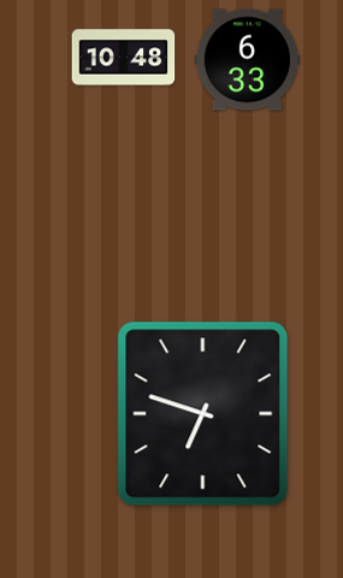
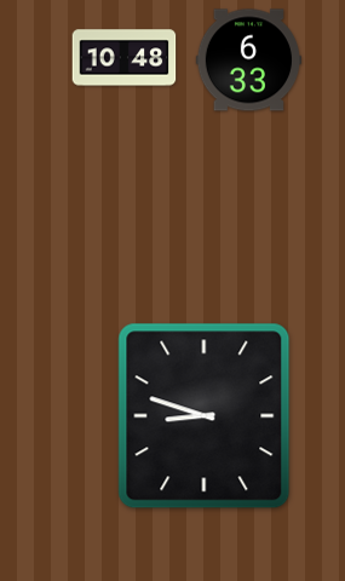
clock at (203, 414): 6:48 -> 8:48
